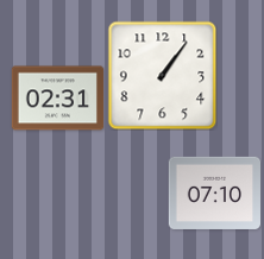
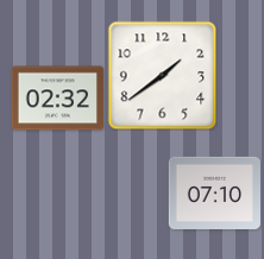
clock at (162, 75): 1:06 -> 1:39
clock at (57, 99): 02:31 -> 02:32
